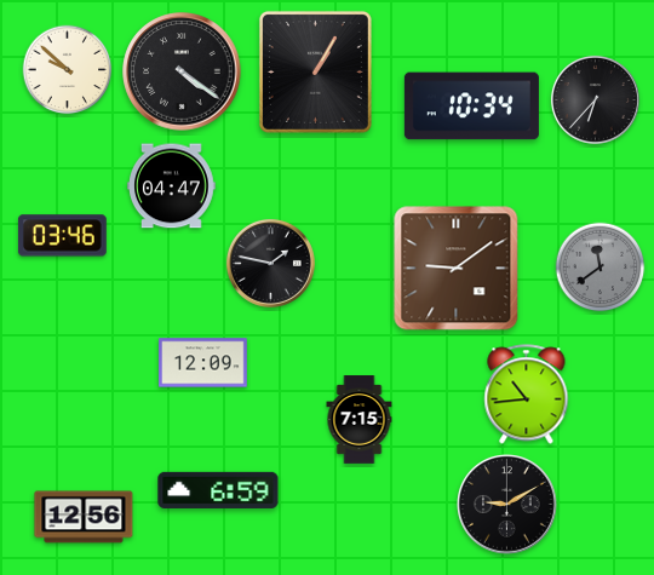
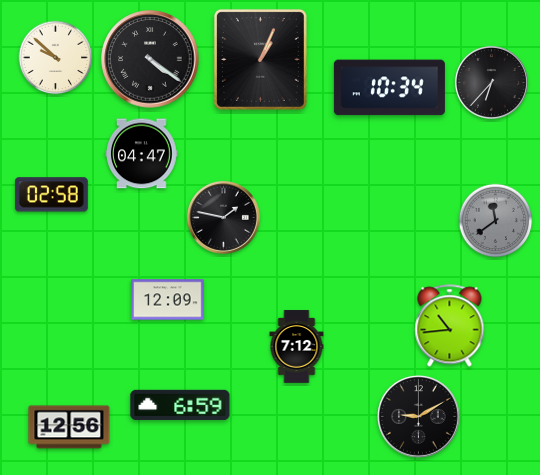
clock at (315, 71): 1:05 -> 1:04
clock at (62, 236): 03:46 -> 02:58
clock at (457, 269): 9:09 -> none
clock at (527, 395) position: (527, 395) -> (450, 326)
clock at (360, 420): 7:15 -> 7:12
